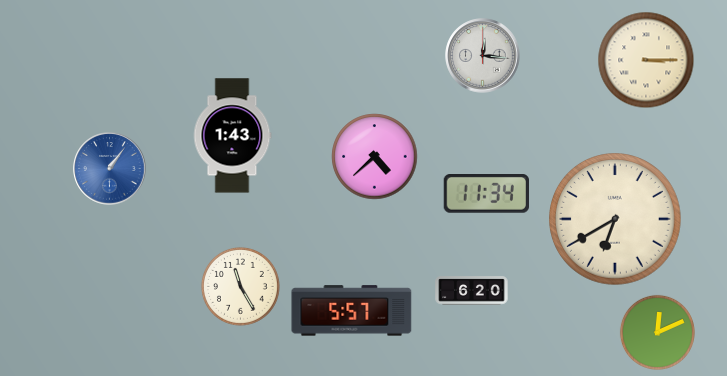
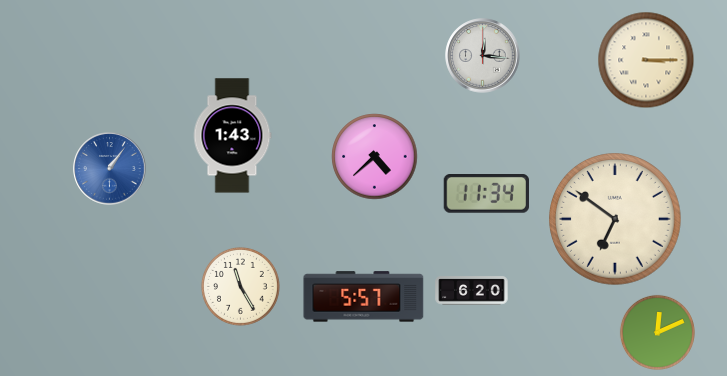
clock at (616, 220): 6:40 -> 6:51
clock at (352, 311) position: (352, 311) -> (364, 297)
